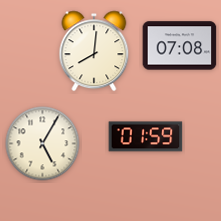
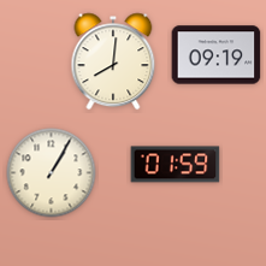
clock at (180, 46): 07:08 -> 09:19
clock at (43, 144): 5:05 -> 1:05
